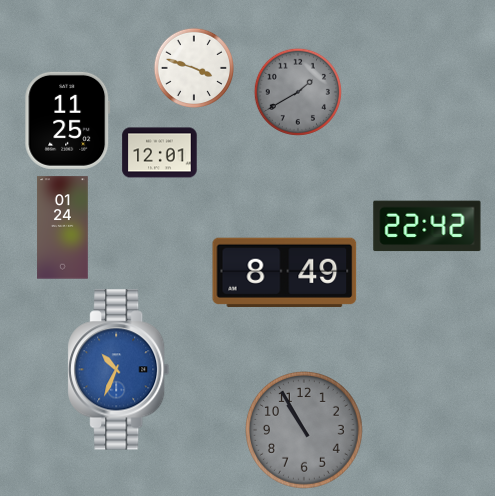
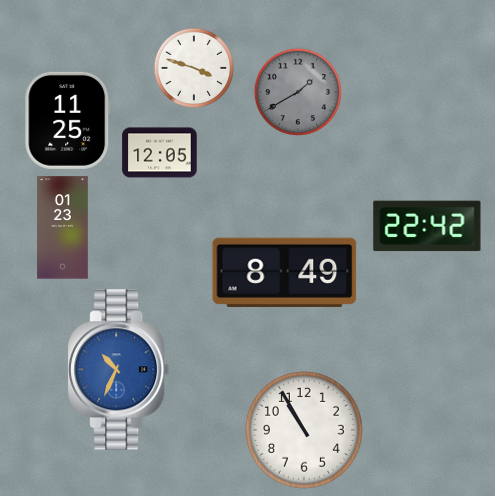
clock at (160, 153): 12:01 -> 12:05
clock at (63, 228): 01:24 -> 01:23
clock at (304, 430) dial: grey -> white
